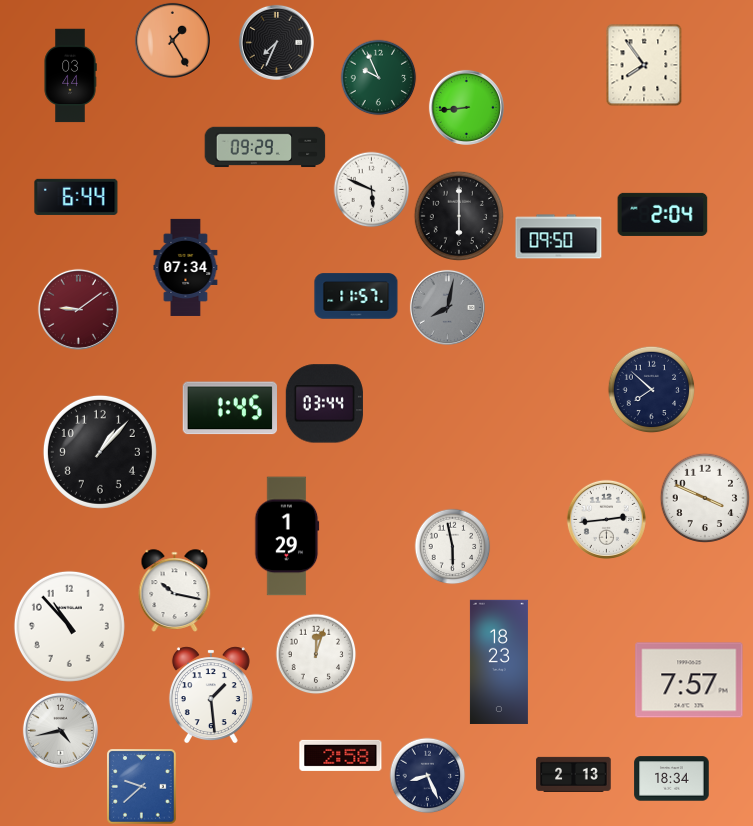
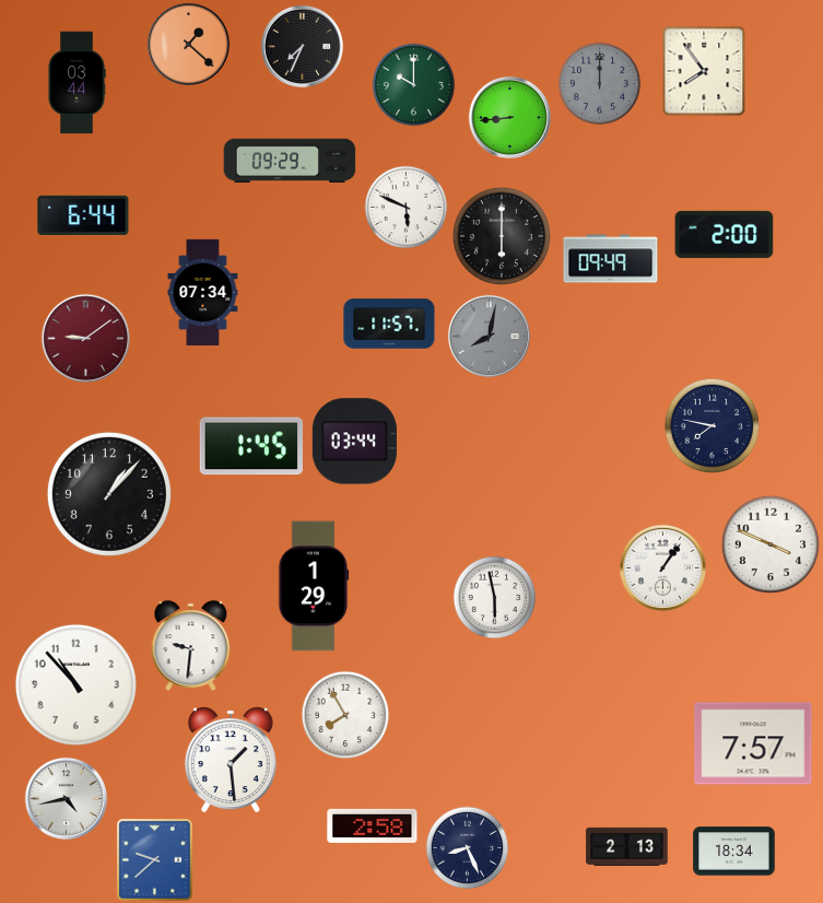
clock at (172, 40): 1:25 -> 1:22
clock at (600, 84): none -> 12:00
clock at (379, 78): 9:56 -> 10:00
clock at (663, 214): 2:04 -> 2:00
clock at (559, 237): 09:50 -> 09:49
clock at (652, 390): 7:52 -> 7:47
clock at (606, 519): 2:44 -> 1:06
clock at (175, 591): 10:17 -> 9:31
clock at (316, 654): 12:03 -> 7:55
clock at (499, 662): 18:23 -> none
